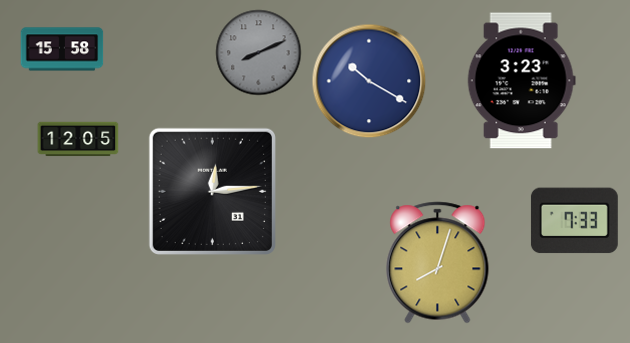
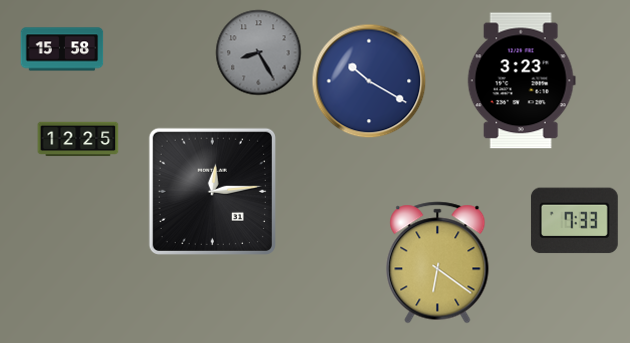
clock at (259, 53): 8:11 -> 8:25
clock at (78, 139): 12:05 -> 12:25
clock at (438, 263): 8:03 -> 6:21
